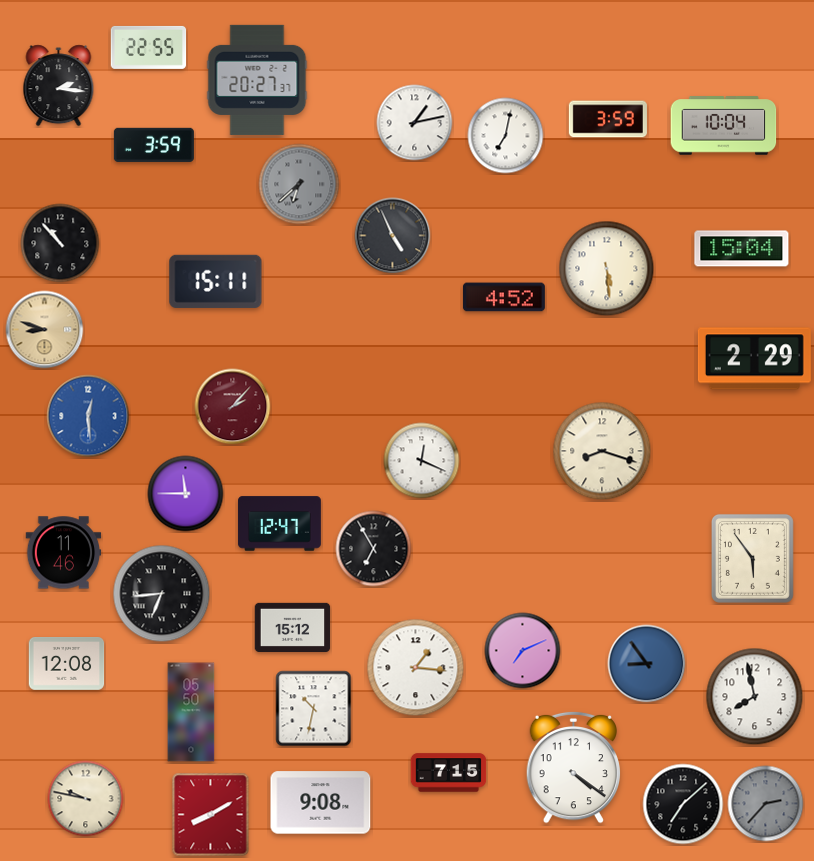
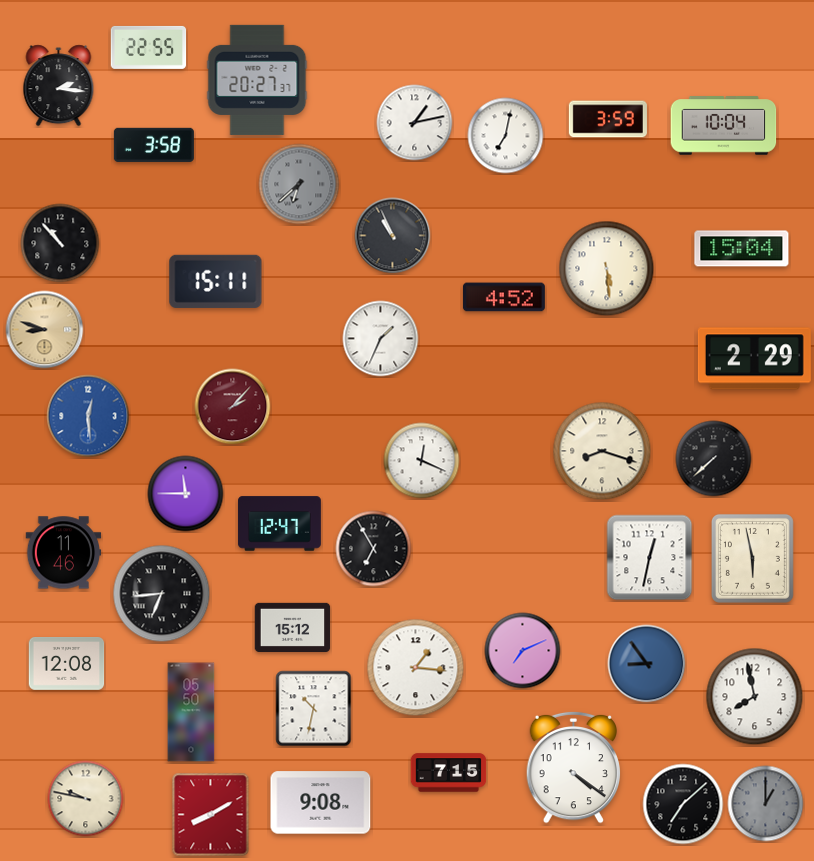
clock at (154, 145): 3:59 -> 3:58
clock at (393, 236): 4:56 -> 10:56
clock at (381, 339): none -> 1:34
clock at (714, 459): none -> 7:38
clock at (650, 558): none -> 12:32
clock at (752, 558): 5:54 -> 5:58
clock at (766, 804): 2:37 -> 1:00
